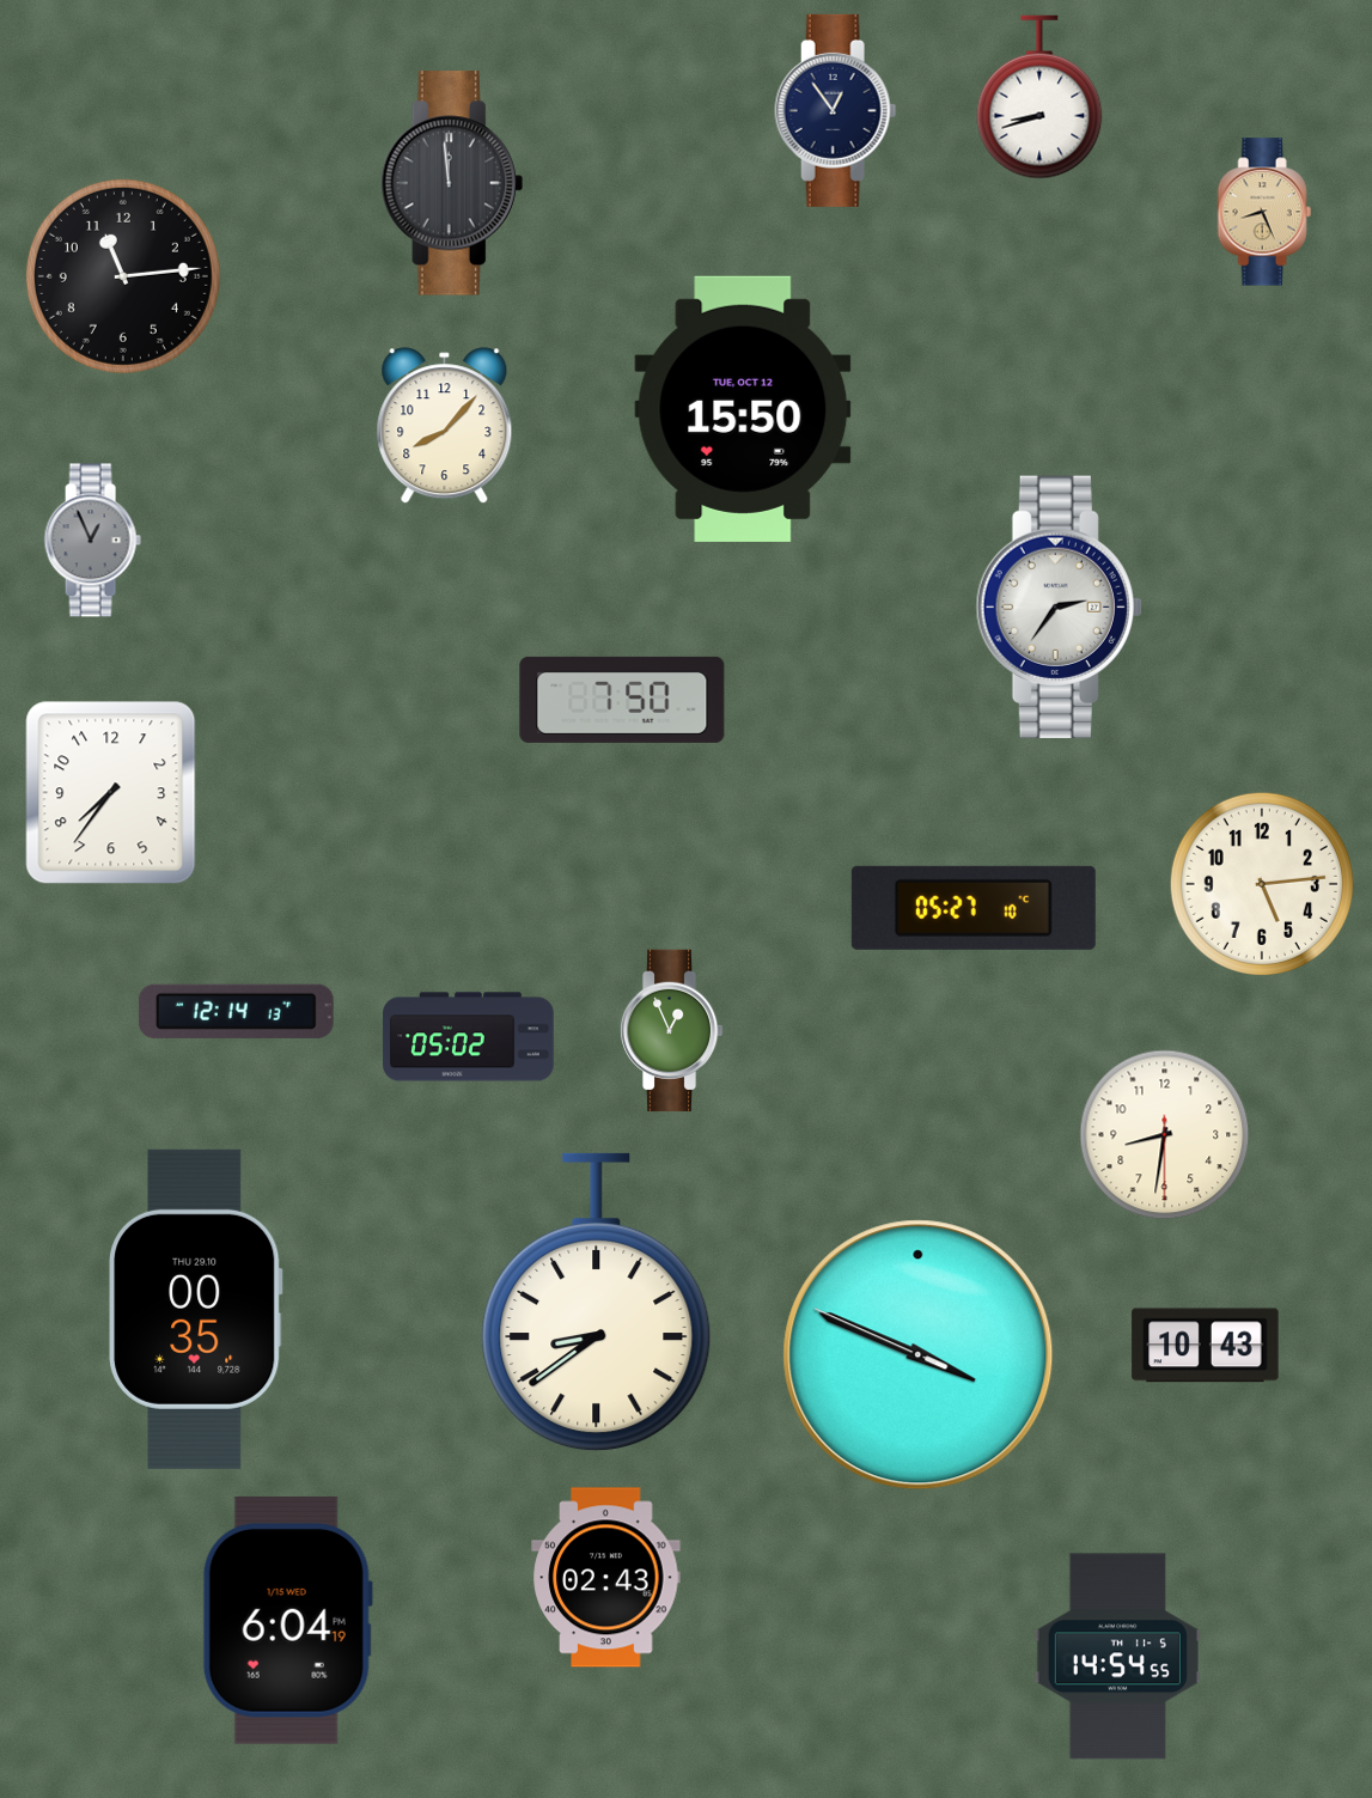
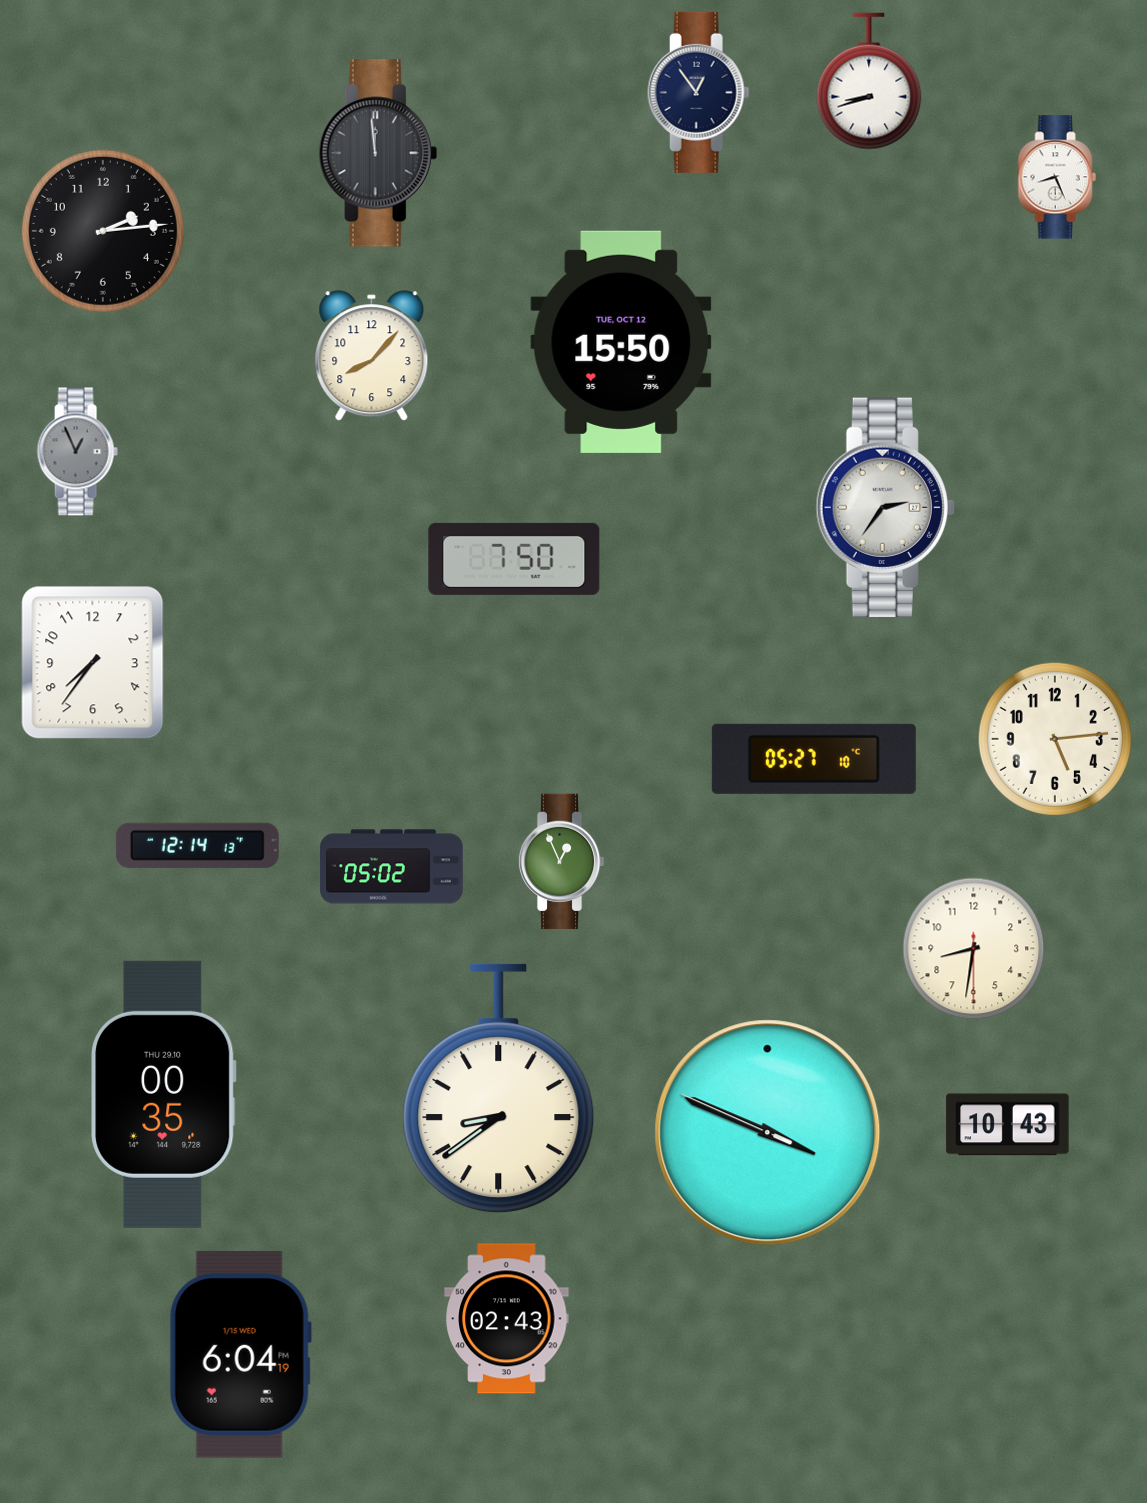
clock at (1264, 212) dial: champagne -> white
clock at (123, 276): 11:14 -> 2:14
clock at (622, 700) position: (622, 700) -> (514, 559)
clock at (1117, 1657): 14:54 -> none
